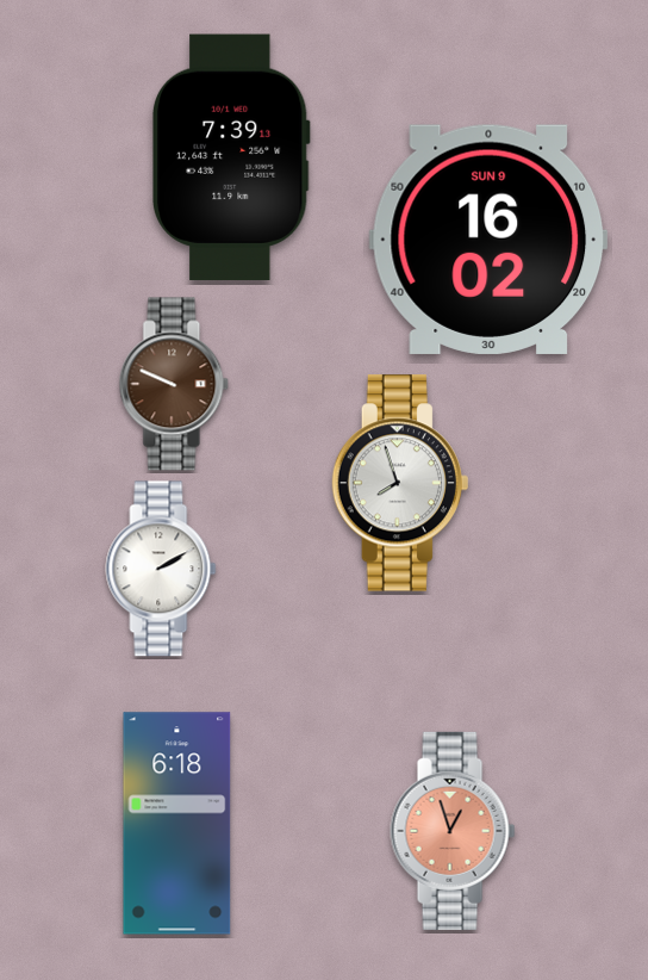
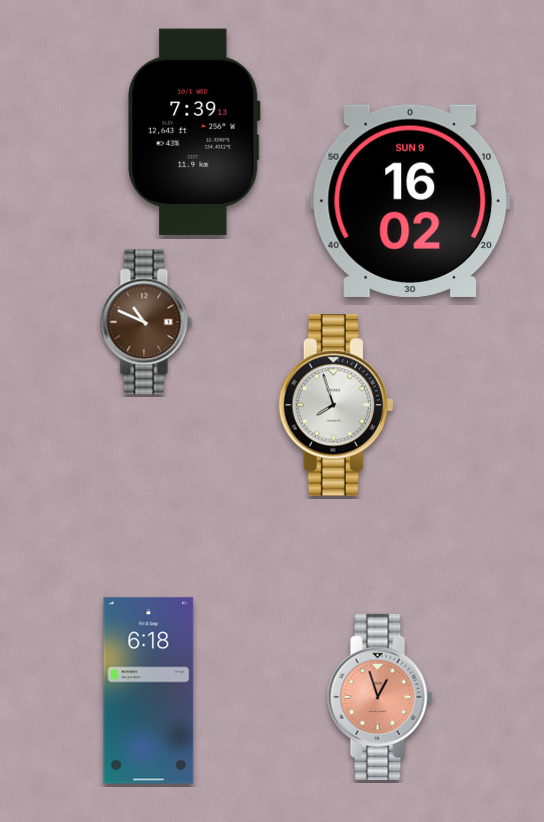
clock at (174, 384): 9:49 -> 10:49
clock at (161, 569): 2:10 -> none
